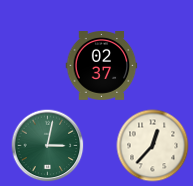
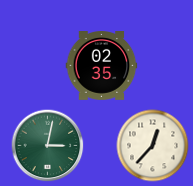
clock at (102, 66): 02:37 -> 02:35
